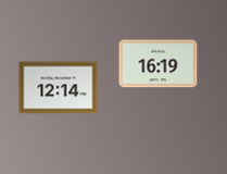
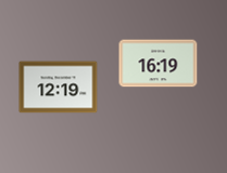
clock at (59, 88): 12:14 -> 12:19
